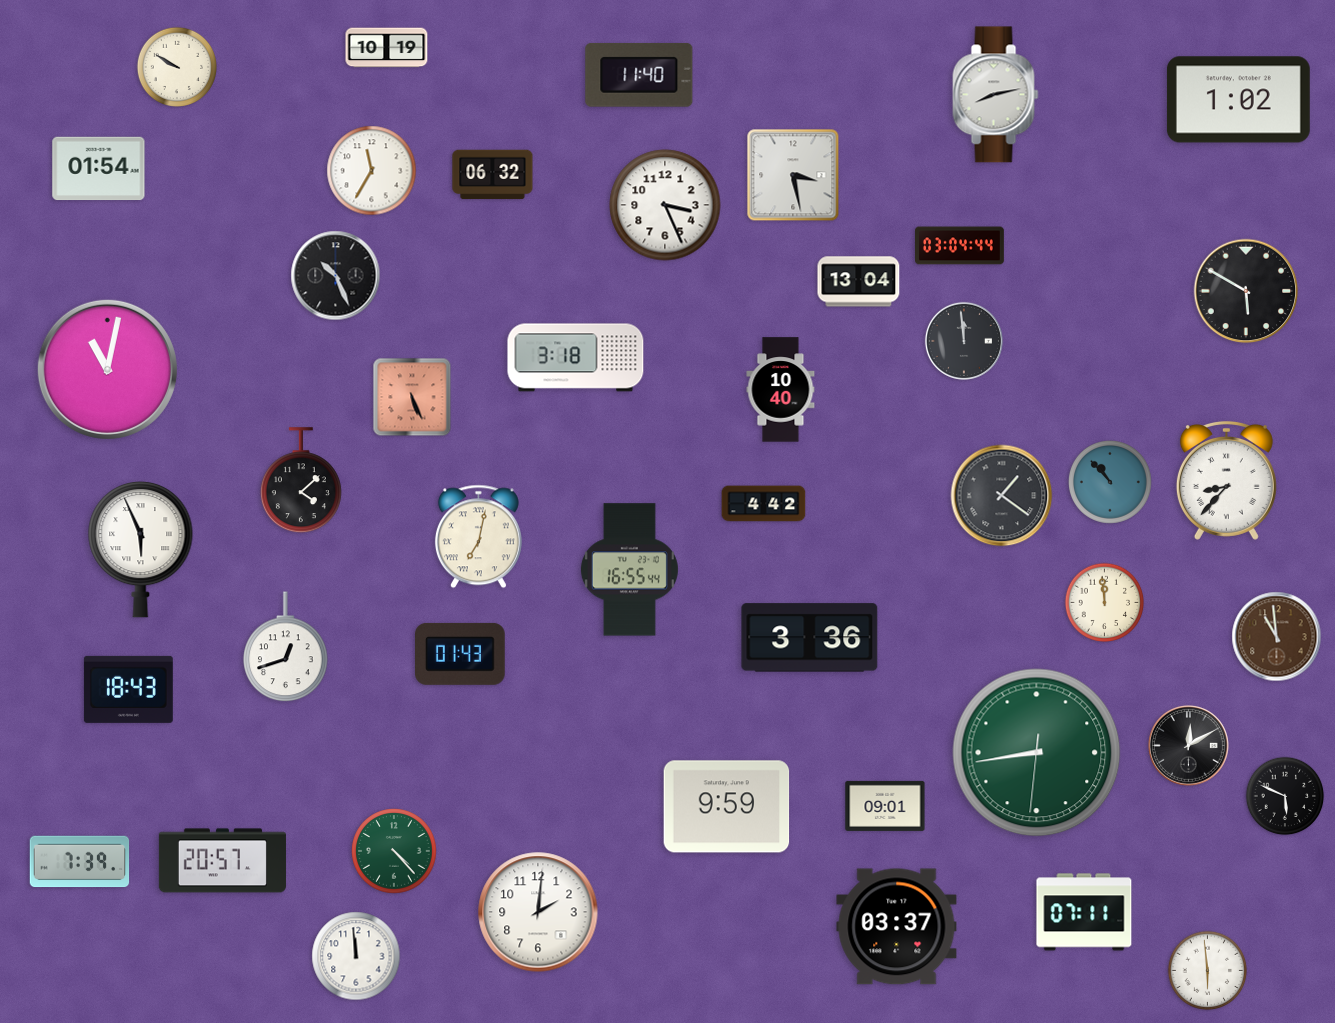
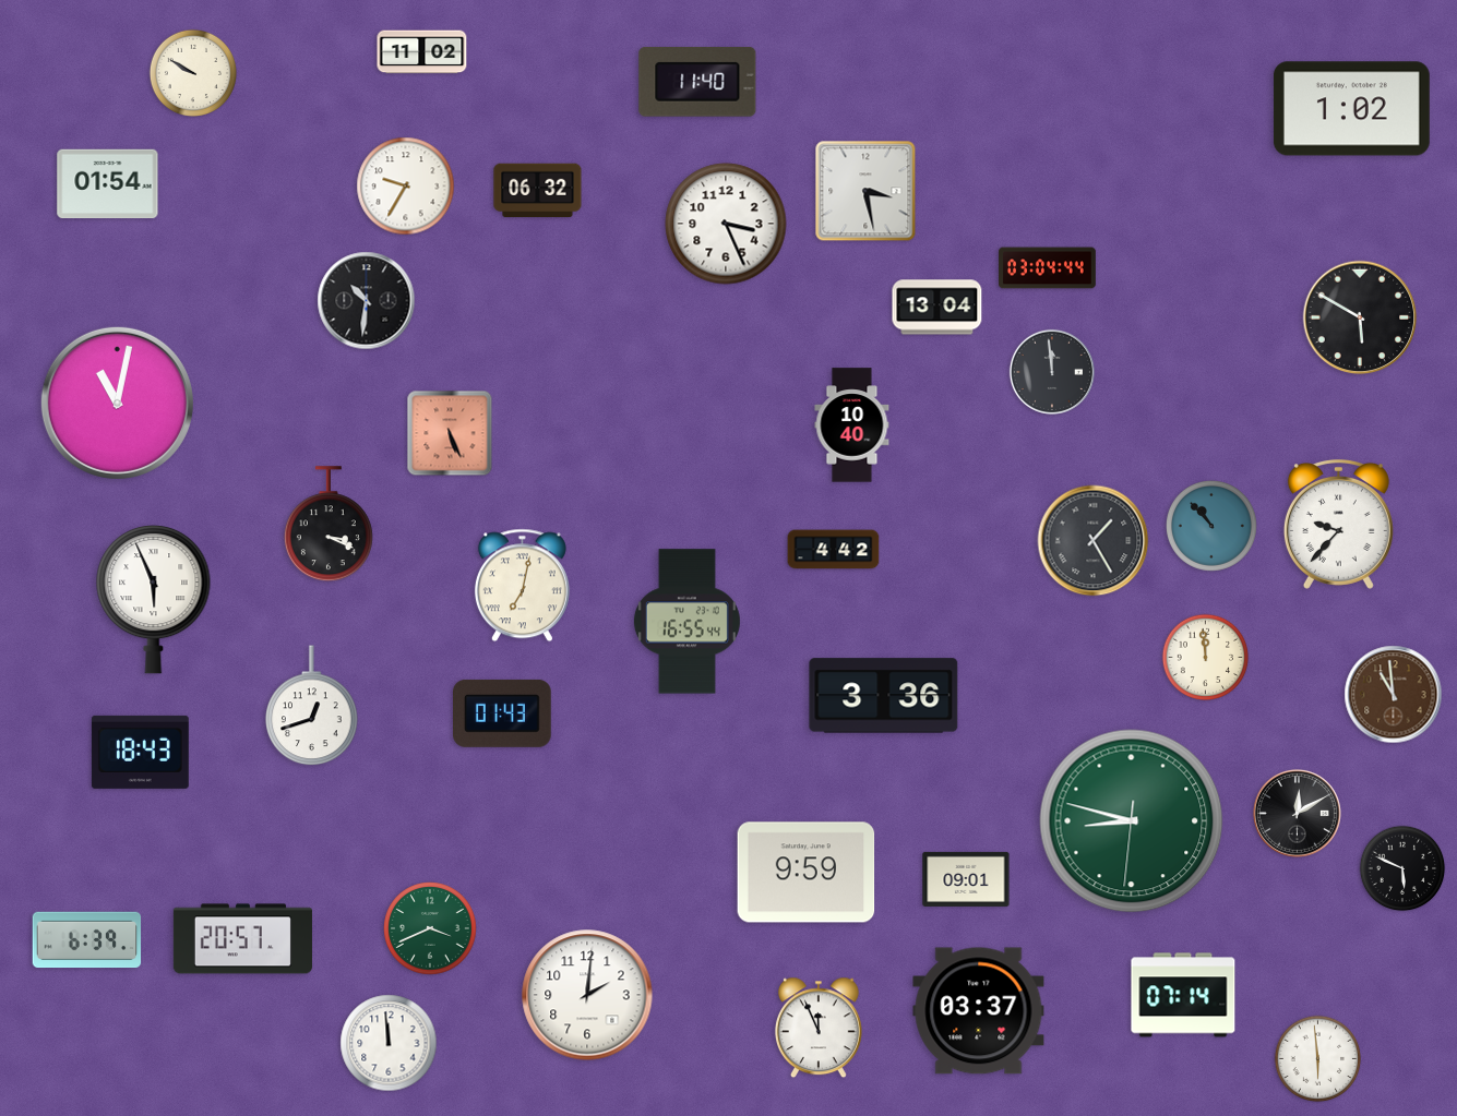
clock at (387, 48): 10:19 -> 11:02
clock at (996, 95): 8:13 -> none
clock at (372, 171): 11:35 -> 9:35
clock at (336, 276): 10:26 -> 10:31
clock at (576, 358): 3:18 -> none
clock at (1226, 480): 8:37 -> 9:37
clock at (301, 481): 4:08 -> 3:19
clock at (1002, 496): 1:21 -> 1:25
clock at (1037, 753): 8:43 -> 8:47
clock at (727, 807) position: (727, 807) -> (807, 873)
clock at (394, 851): 4:23 -> 3:41
clock at (80, 862): 7:39 -> 6:39
clock at (1084, 912): 07:11 -> 07:14
clock at (819, 1028): none -> 11:56
